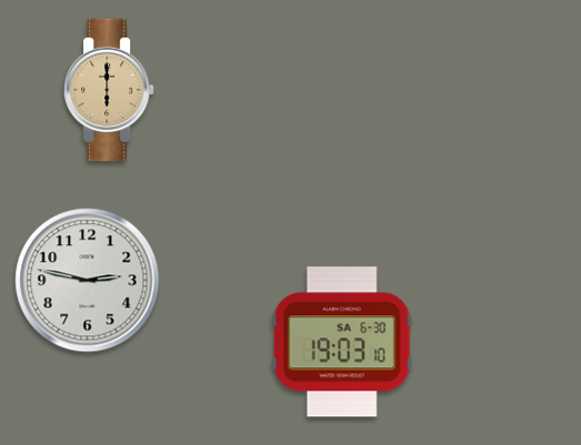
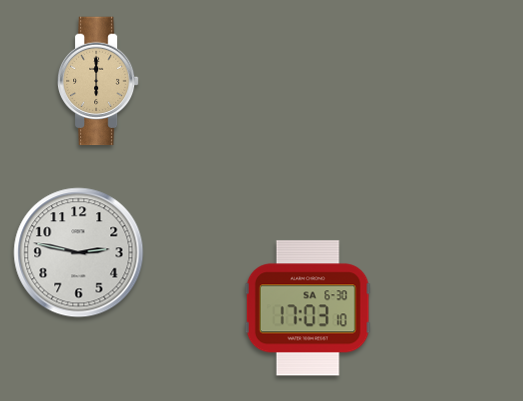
clock at (342, 342): 19:03 -> 17:03
